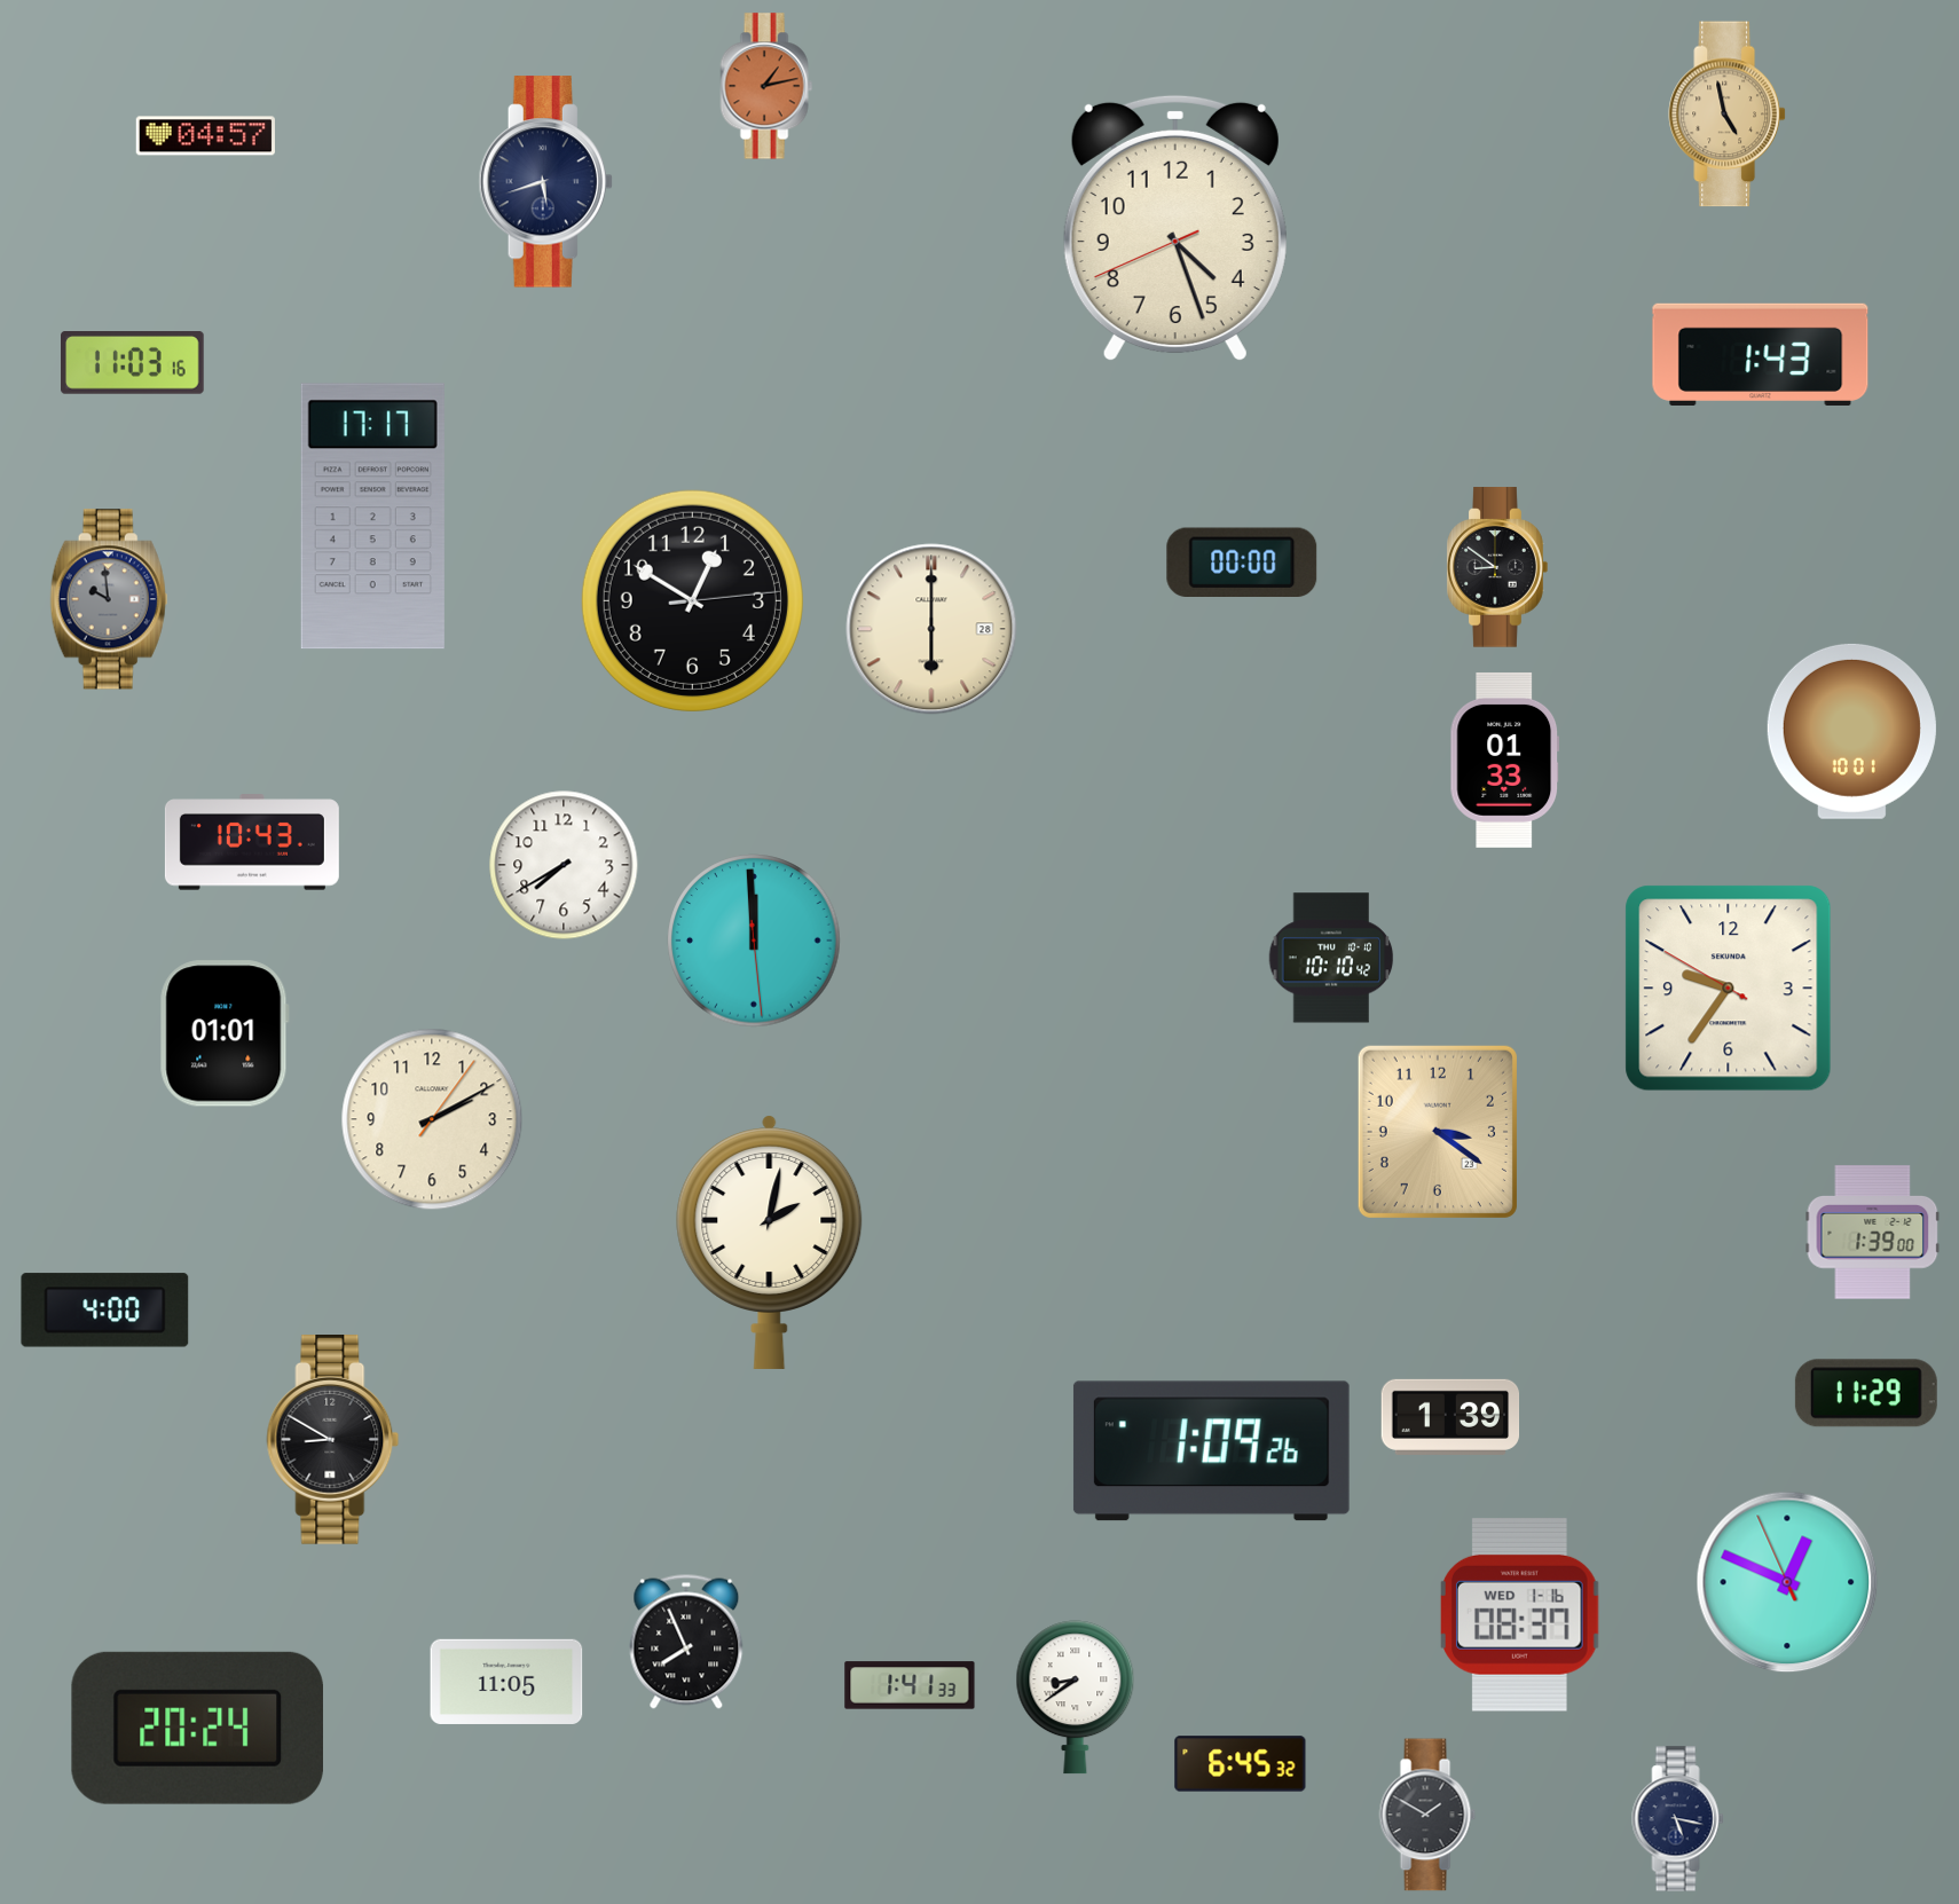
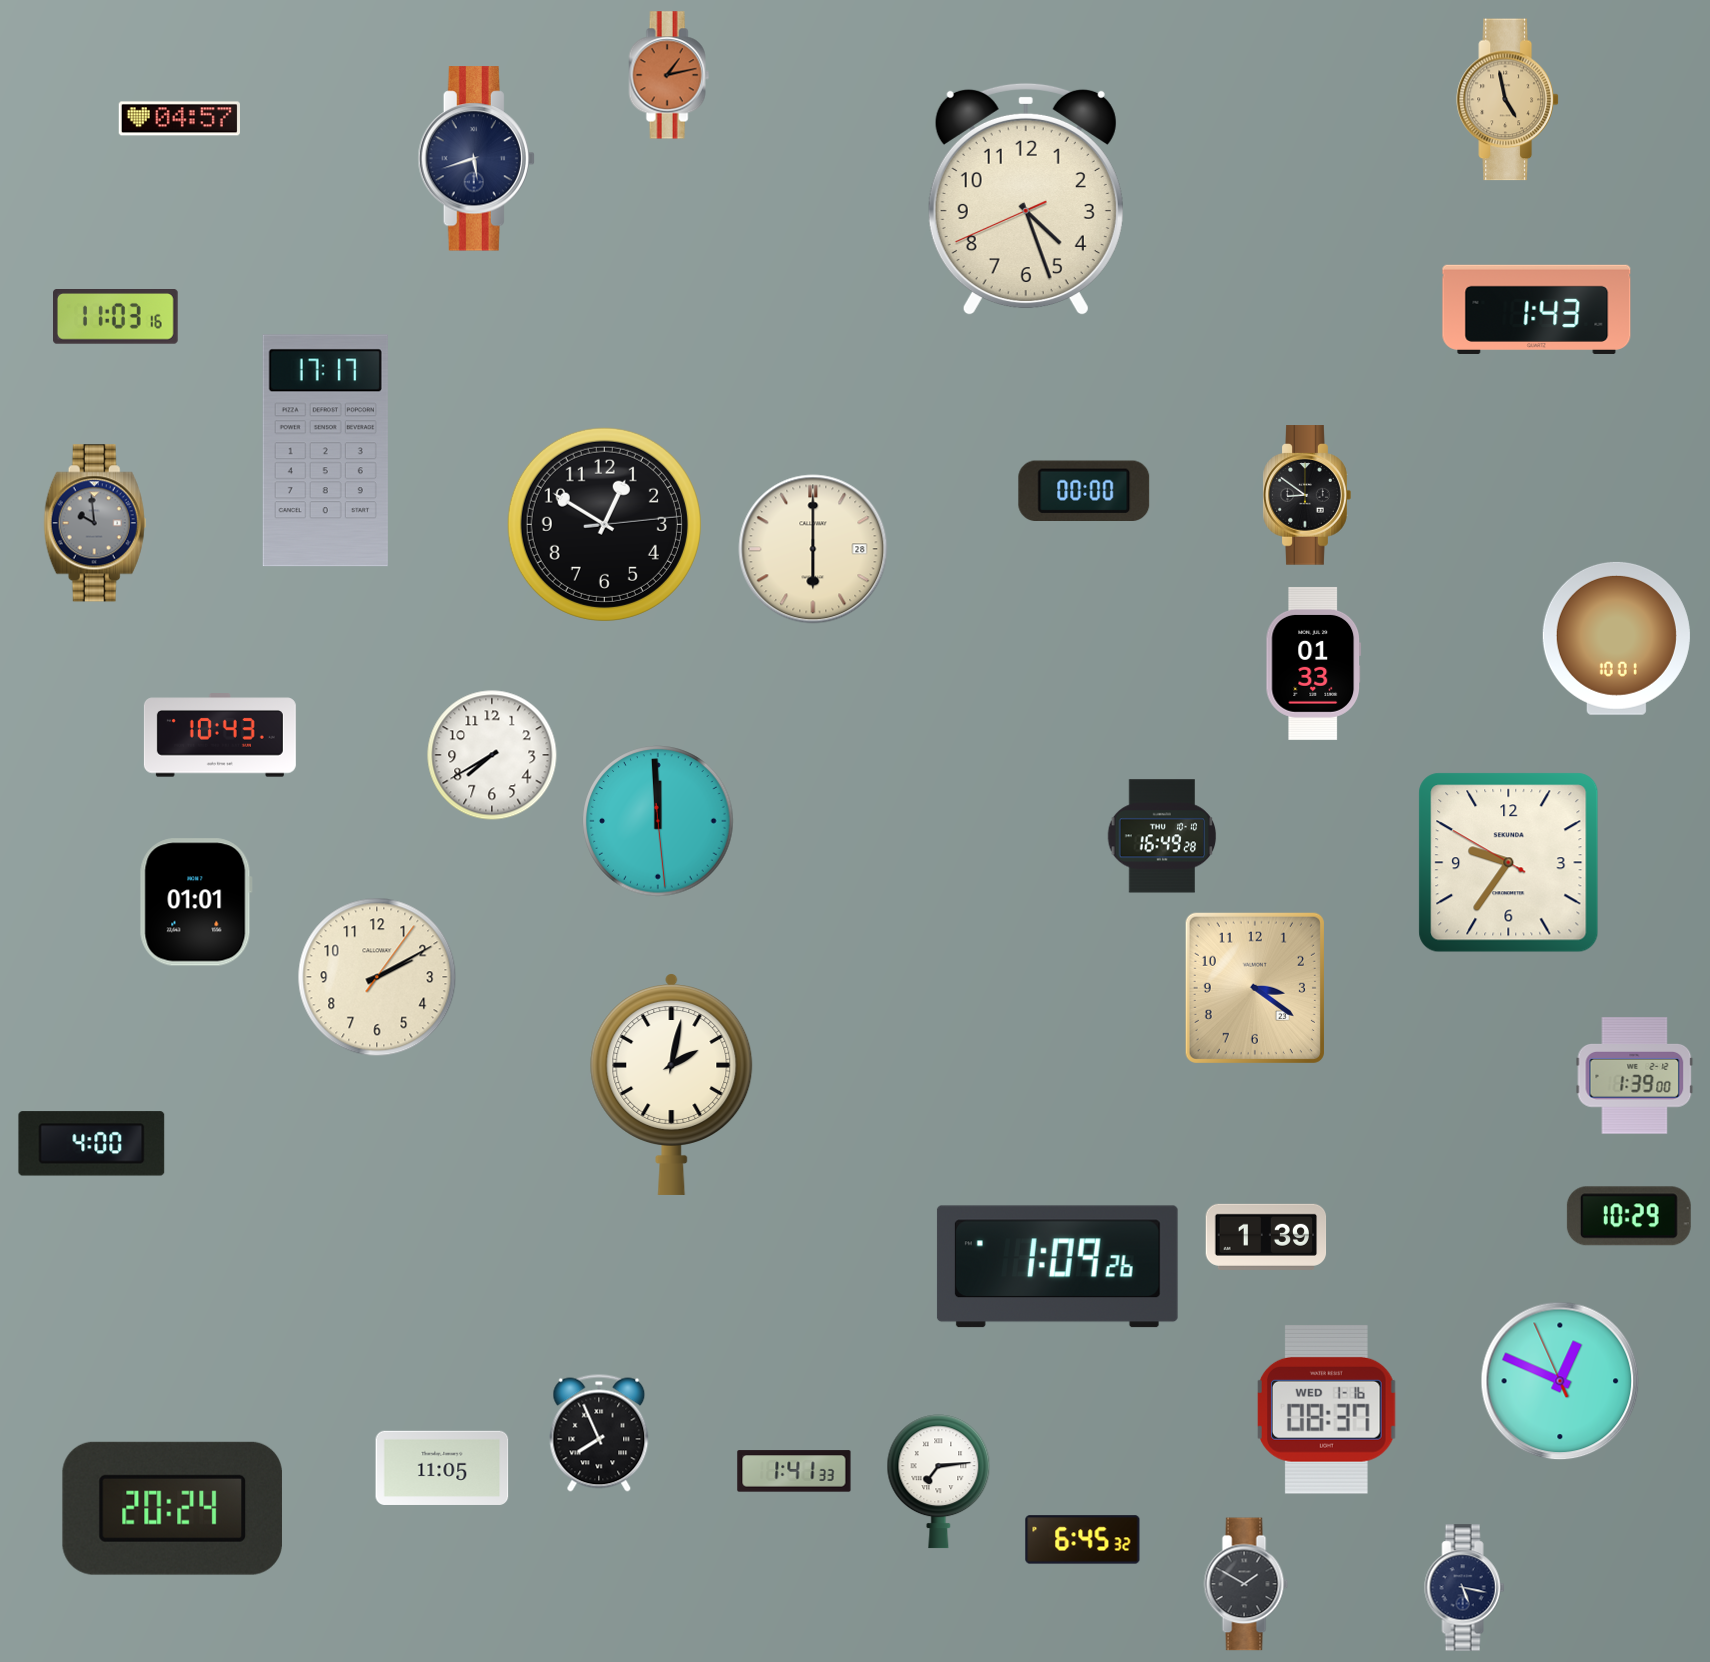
clock at (1331, 958): 10:10 -> 16:49
clock at (1866, 1393): 11:29 -> 10:29
clock at (333, 1440): 8:50 -> none
clock at (1076, 1698): 8:39 -> 7:14
